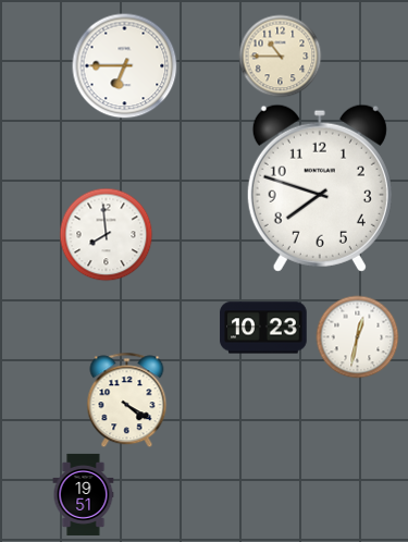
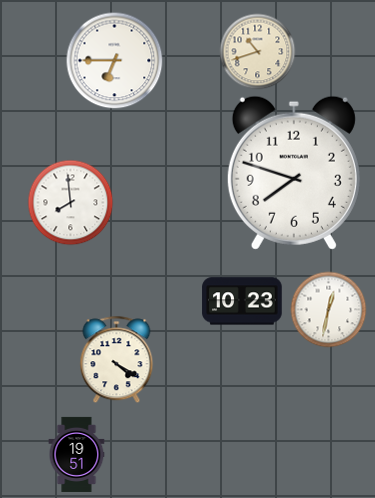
clock at (281, 57): 10:45 -> 10:42
clock at (107, 235) position: (107, 235) -> (71, 203)
clock at (127, 401) position: (127, 401) -> (117, 360)
